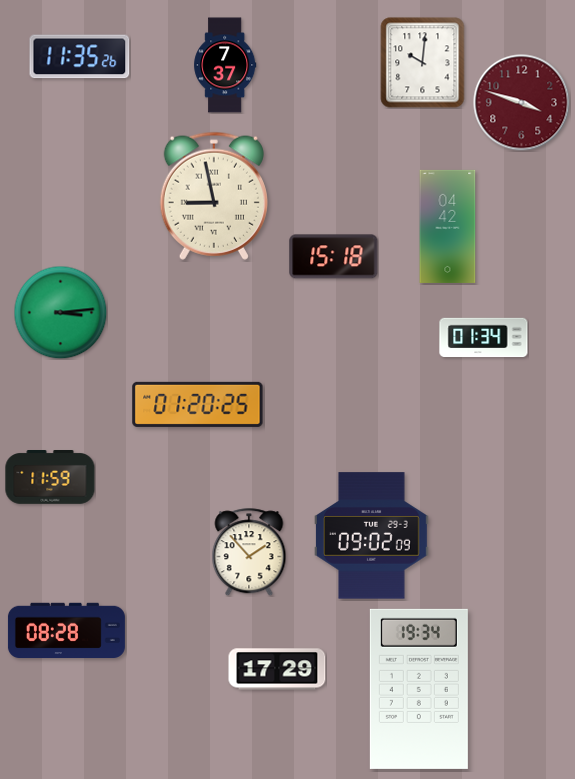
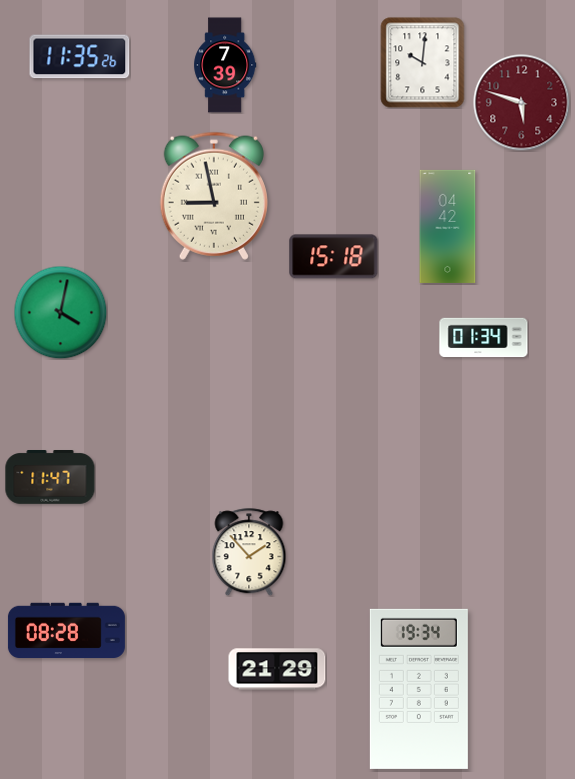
clock at (225, 65): 7:37 -> 7:39
clock at (522, 103): 3:48 -> 5:48
clock at (60, 312): 3:14 -> 4:02
clock at (198, 404): 01:20 -> none
clock at (50, 477): 11:59 -> 11:47
clock at (371, 536): 09:02 -> none
clock at (277, 669): 17:29 -> 21:29
